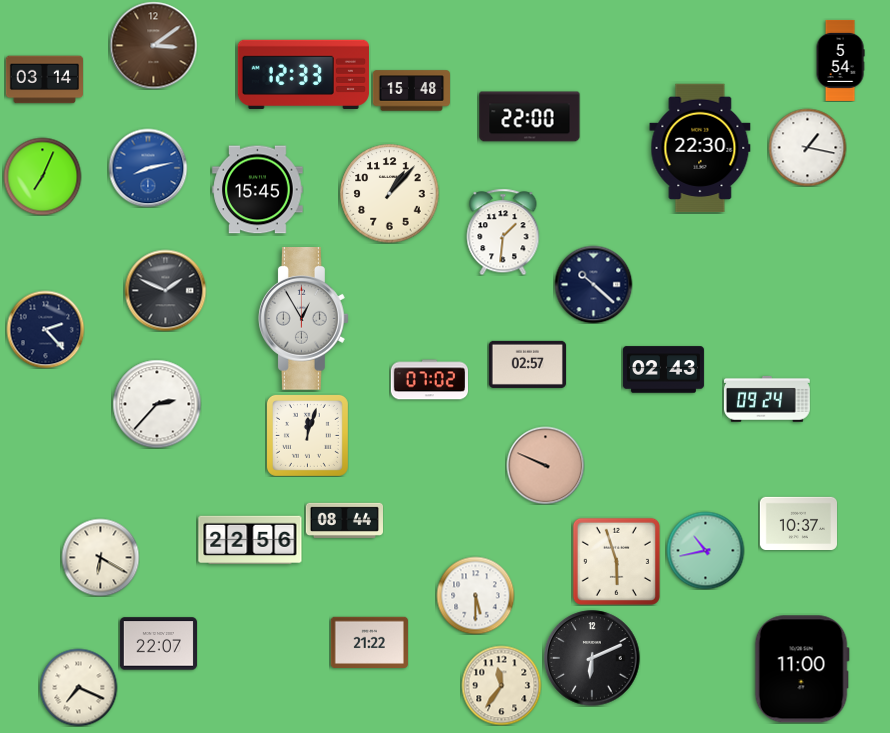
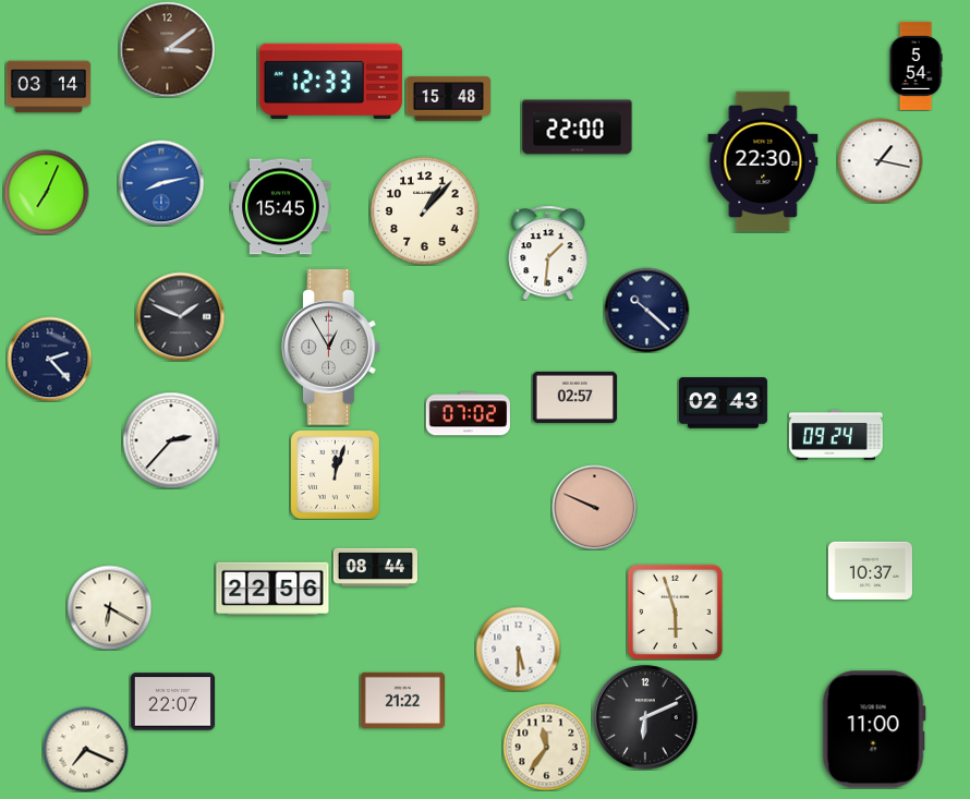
clock at (705, 550): 10:43 -> none
clock at (616, 561) position: (616, 561) -> (675, 612)
